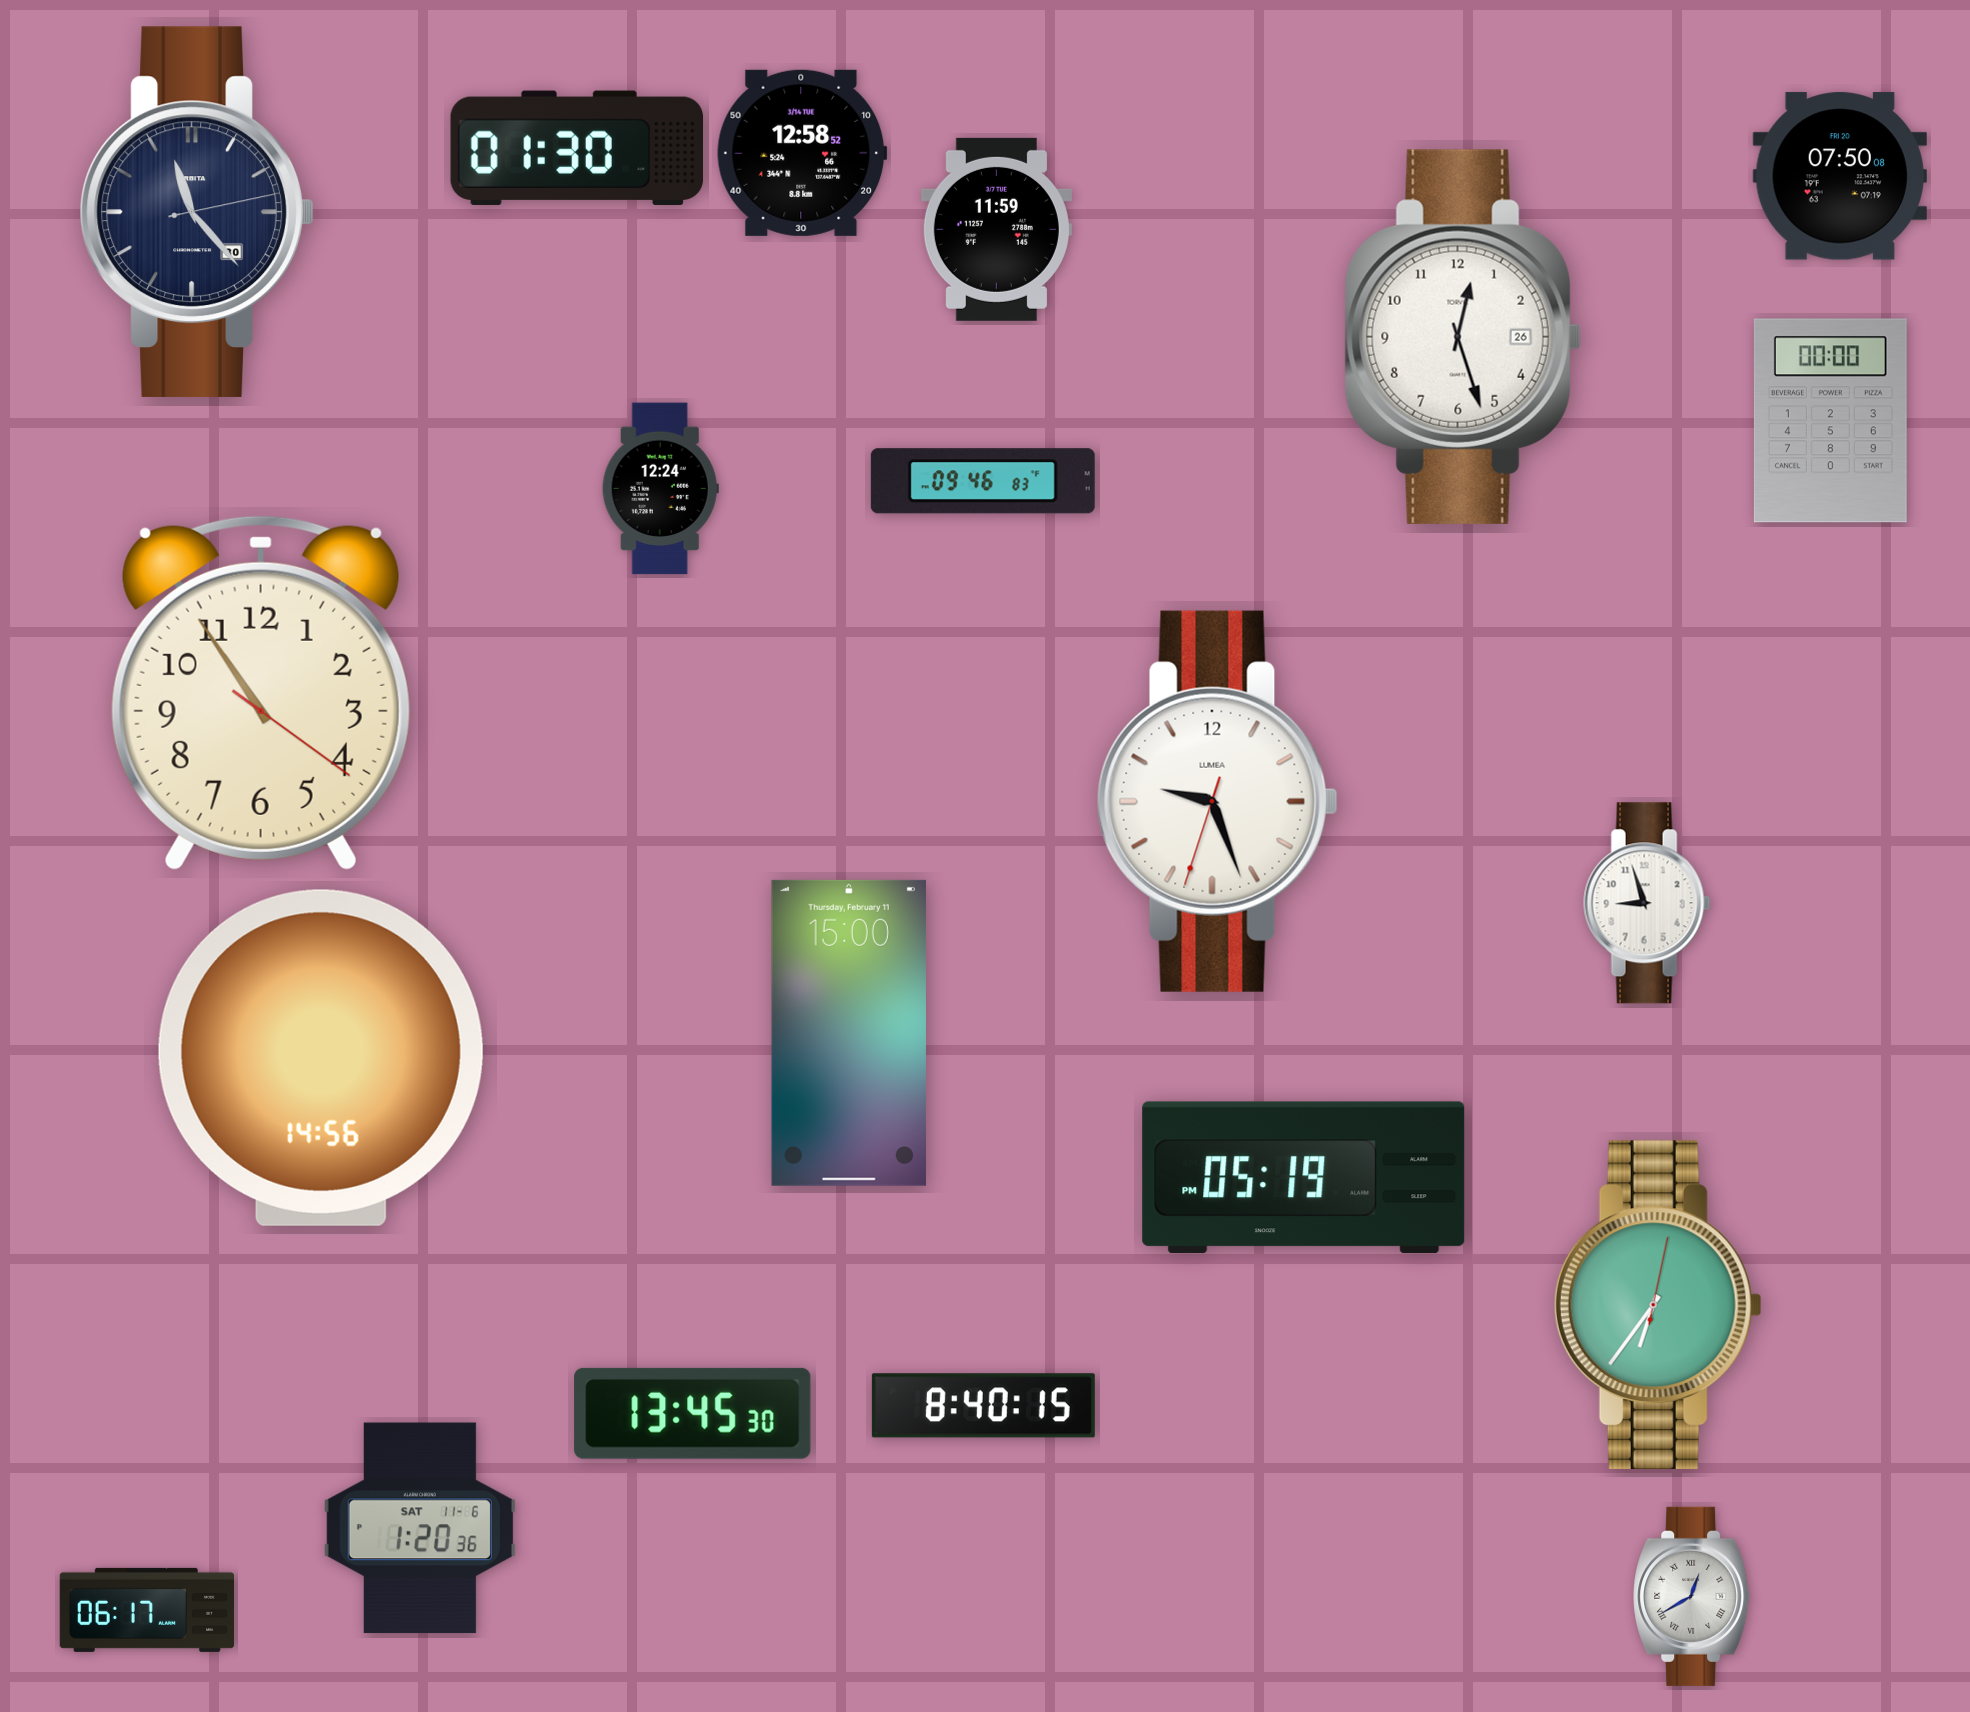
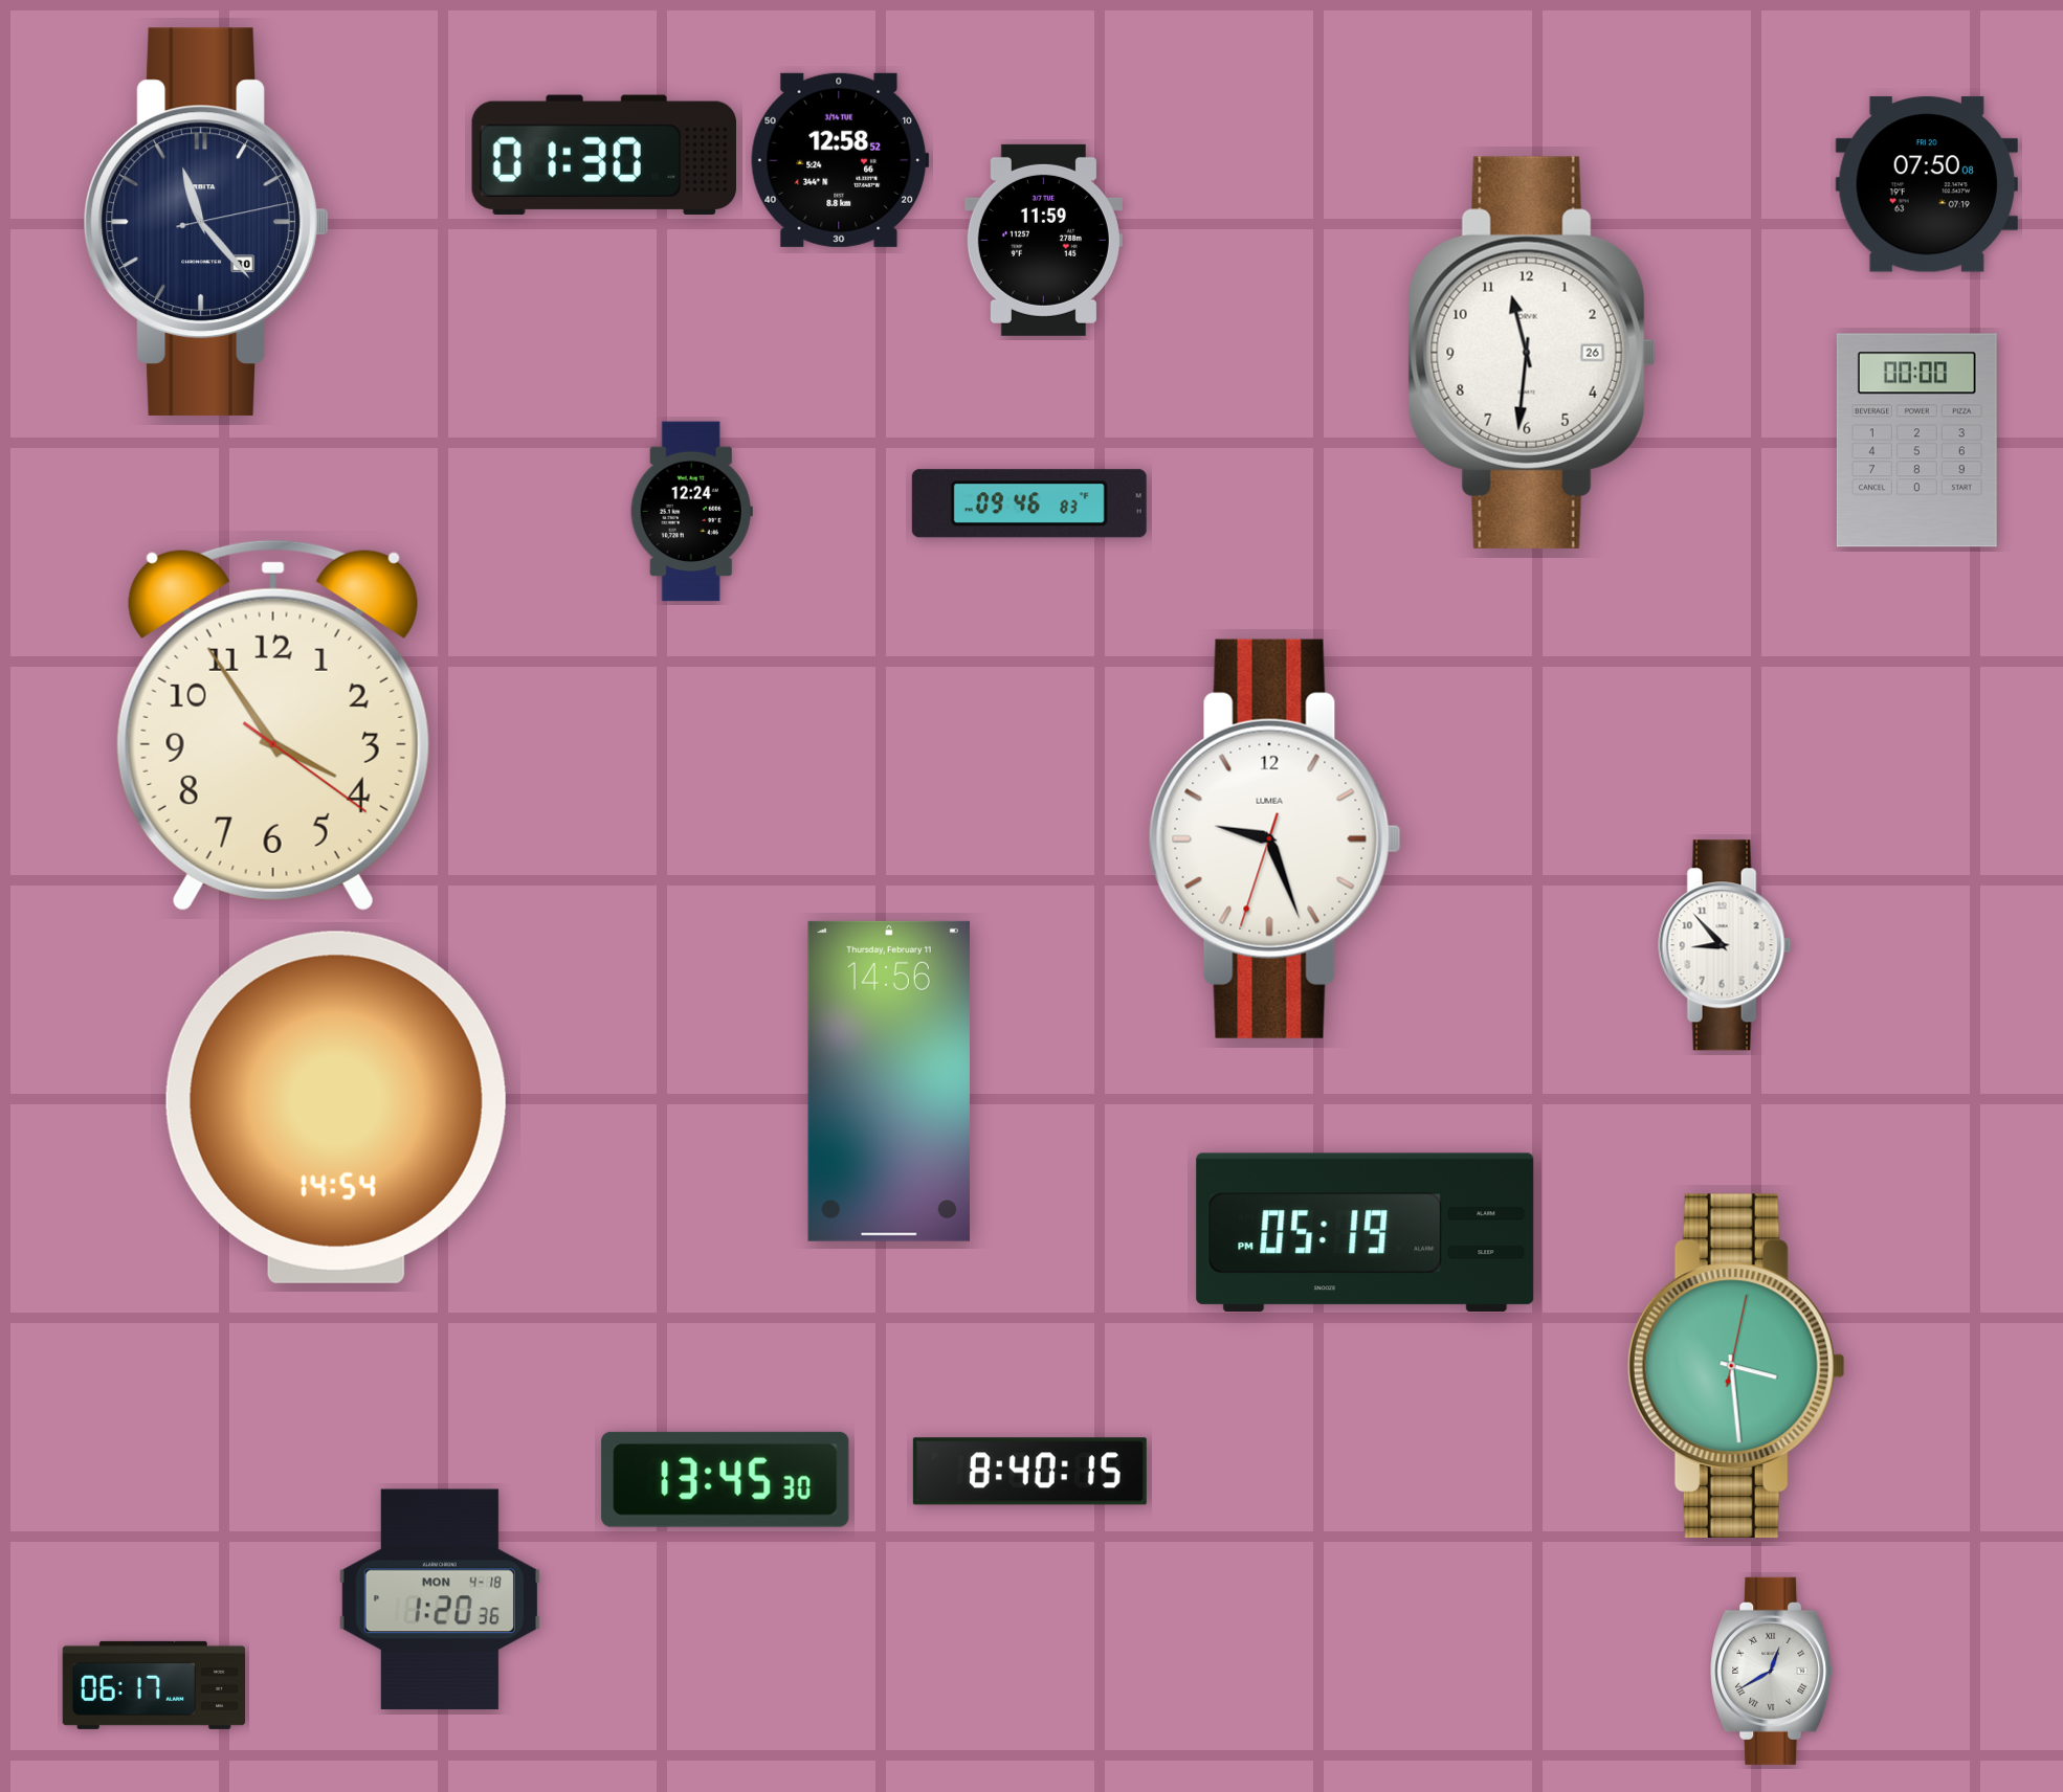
clock at (1463, 337): 12:27 -> 11:31
clock at (261, 693): 10:54 -> 3:54
clock at (1647, 903): 8:57 -> 8:53
clock at (849, 1033): 15:00 -> 14:56
clock at (321, 1058): 14:56 -> 14:54
clock at (1658, 1304): 6:36 -> 3:29
clock at (420, 1528) date: SAT 11-6 -> MON 4-18
